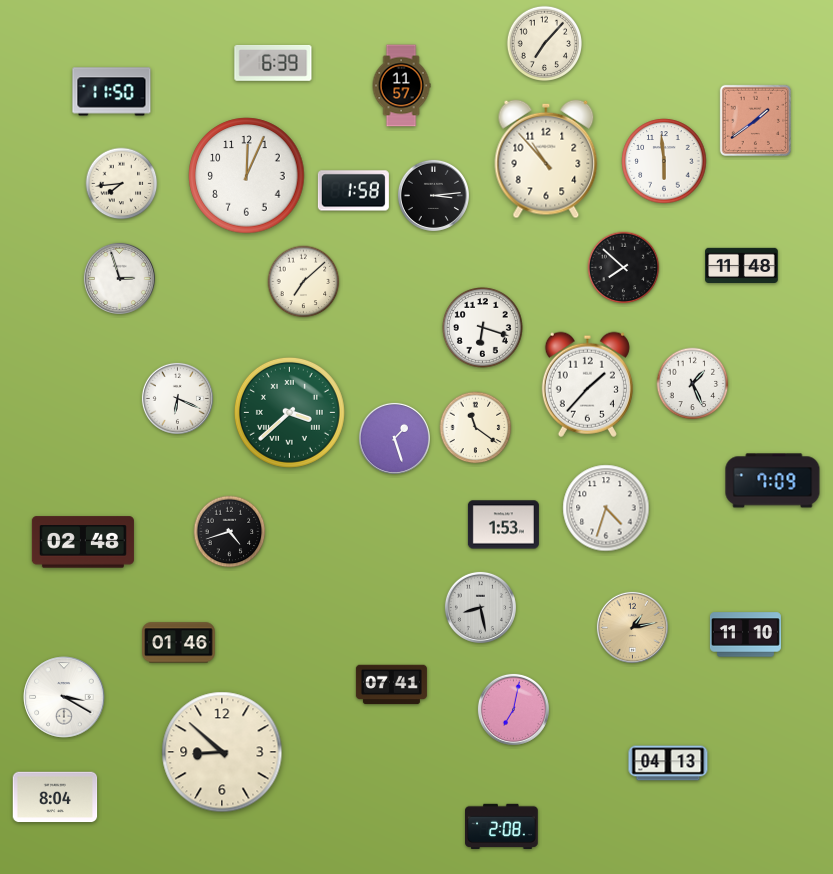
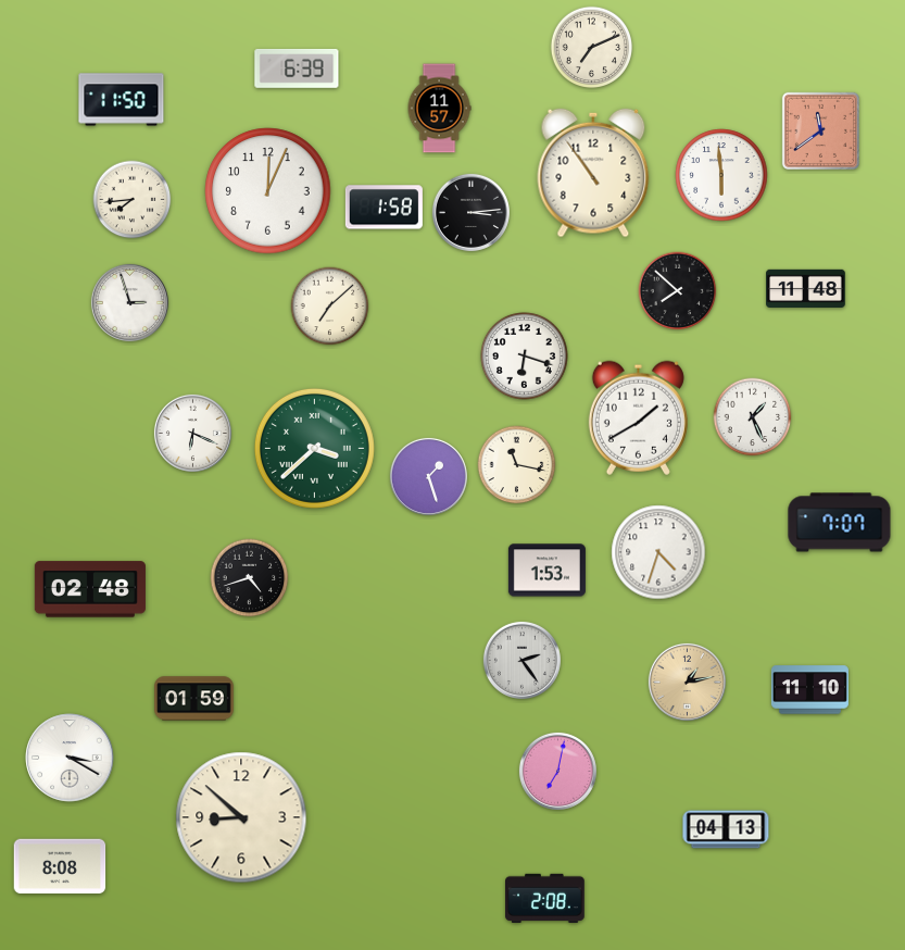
clock at (545, 44): 7:07 -> 7:11
clock at (401, 86) position: (401, 86) -> (439, 109)
clock at (755, 120): 1:39 -> 11:39
clock at (546, 159): 10:53 -> 10:54
clock at (587, 384): 1:37 -> 1:40
clock at (476, 428): 11:21 -> 11:17
clock at (773, 481): 7:09 -> 7:07
clock at (480, 607): 8:28 -> 2:24
clock at (179, 643): 01:46 -> 01:59
clock at (391, 685): 07:41 -> none
clock at (55, 797): 8:04 -> 8:08
